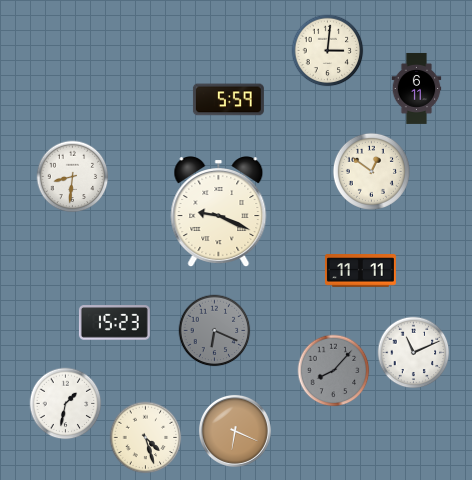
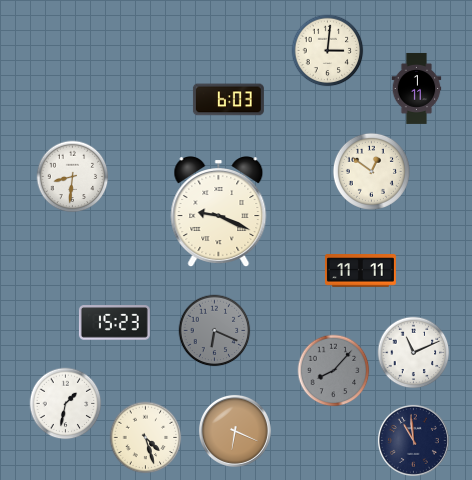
clock at (417, 88): 6:11 -> 1:11
clock at (228, 100): 5:59 -> 6:03
clock at (413, 440): none -> 10:59
